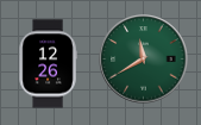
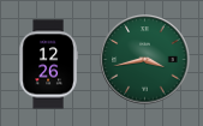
clock at (144, 60): 11:40 -> 3:43
